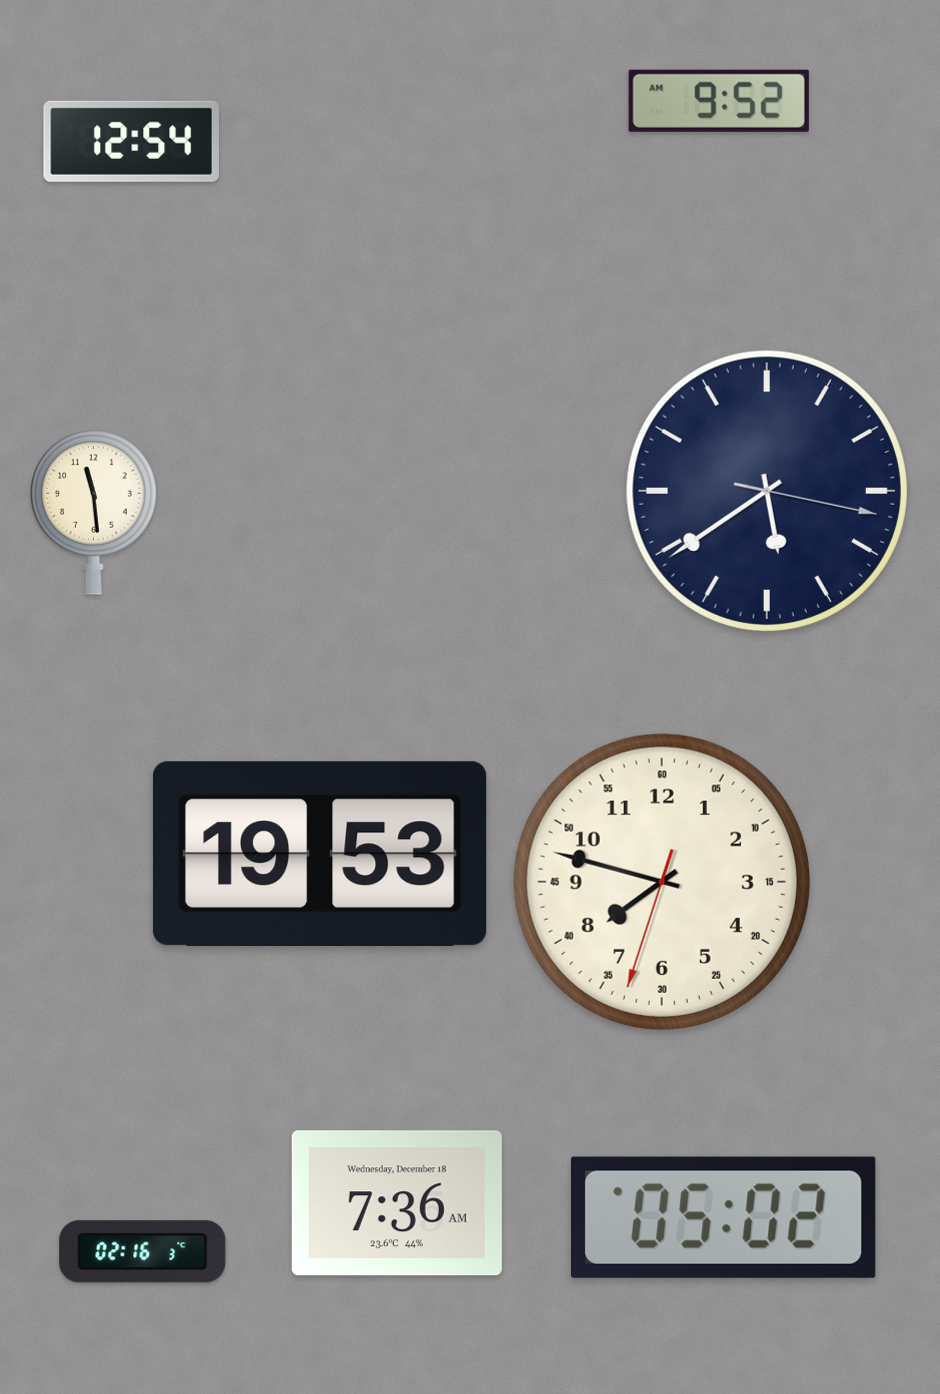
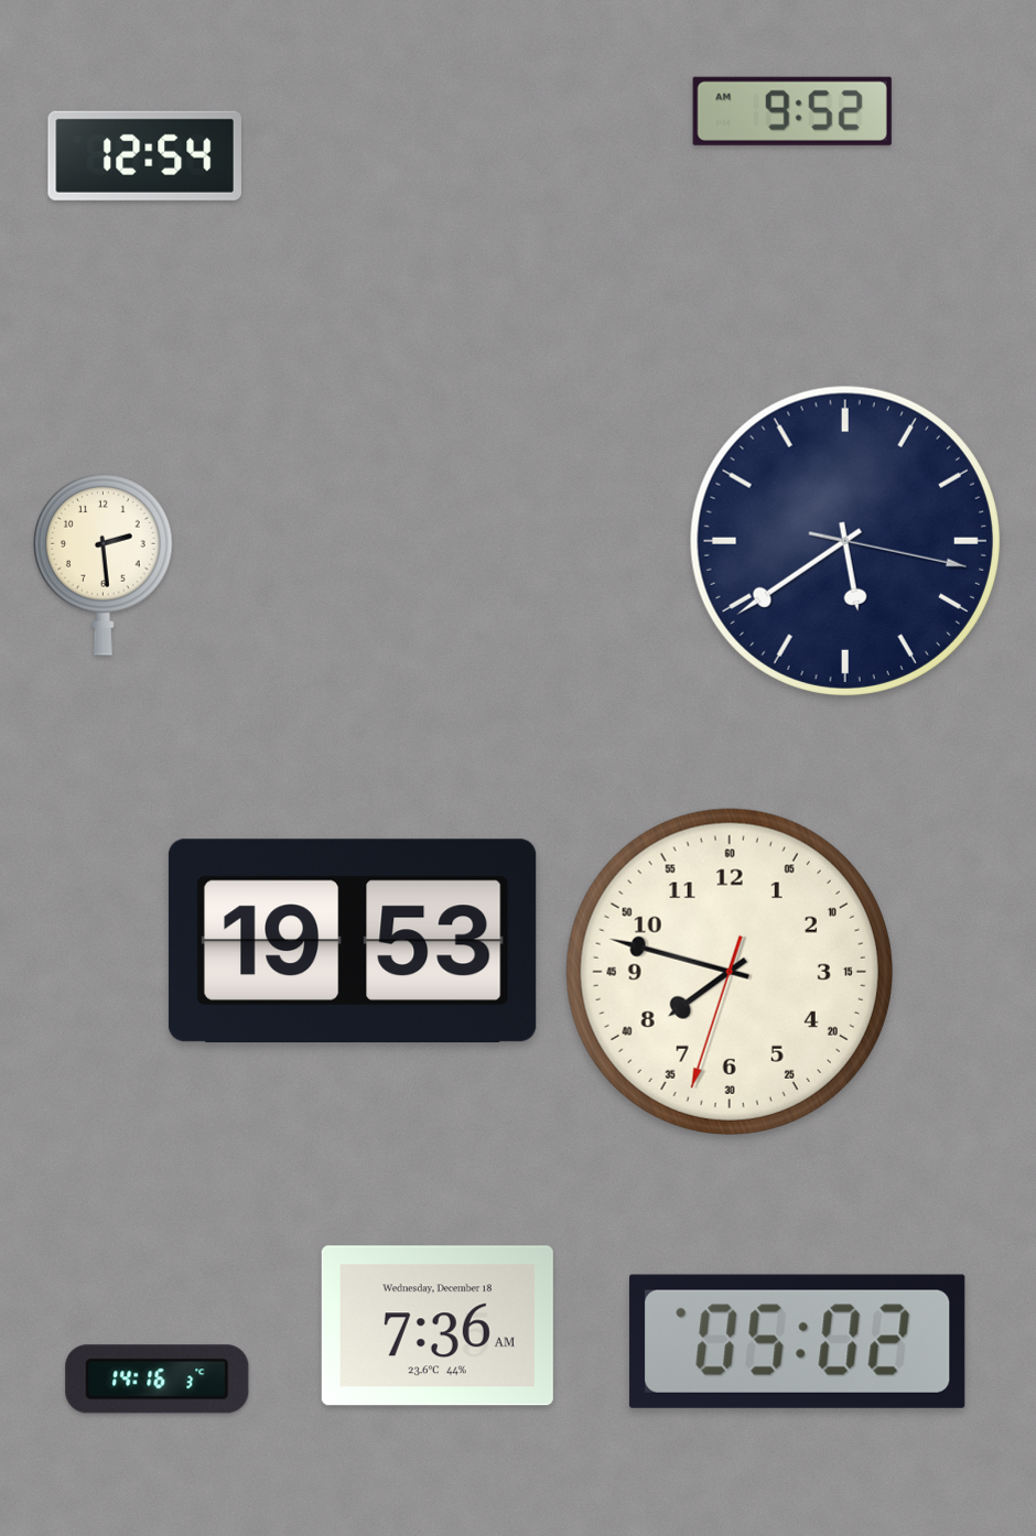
clock at (94, 512): 11:29 -> 2:29
clock at (143, 1252): 02:16 -> 14:16
